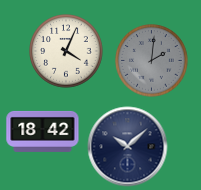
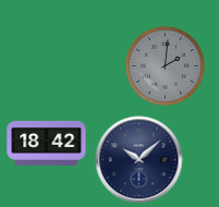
clock at (66, 51): 4:04 -> none
